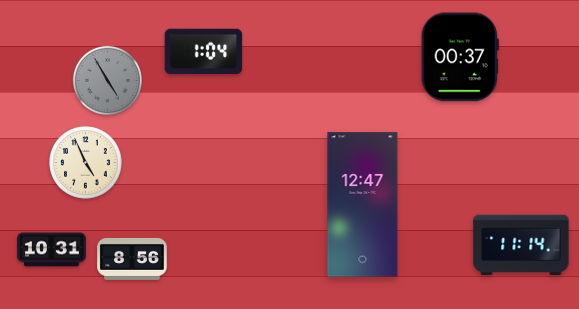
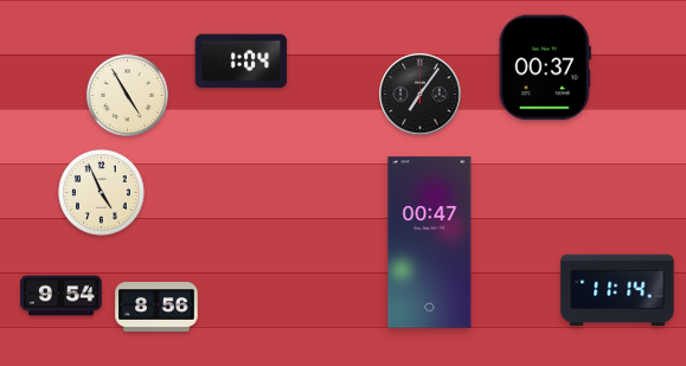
clock at (107, 80) dial: grey -> cream
clock at (421, 95): none -> 7:06
clock at (363, 205): 12:47 -> 00:47
clock at (52, 250): 10:31 -> 9:54
